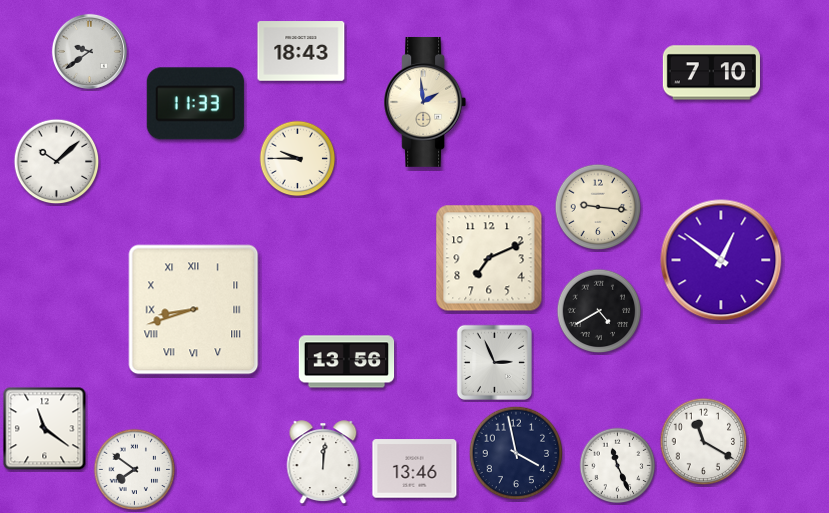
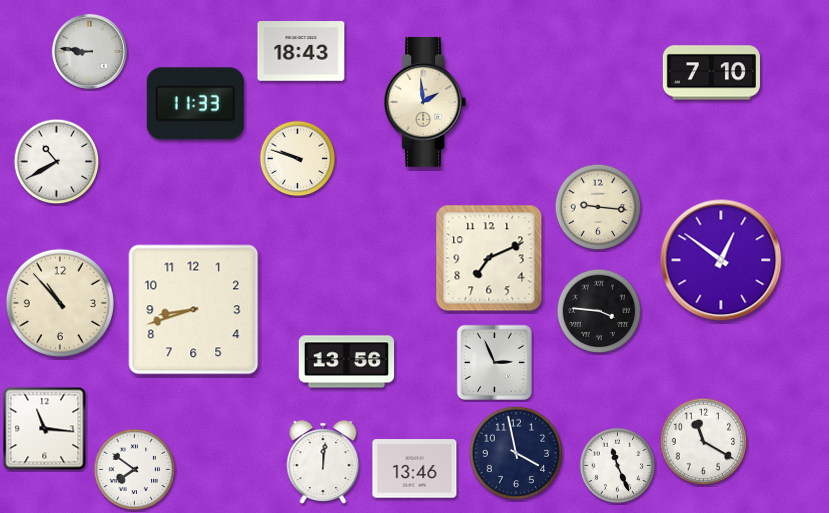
clock at (89, 51): 9:39 -> 8:46
clock at (298, 159): 9:45 -> 9:48
clock at (57, 162): 10:08 -> 10:40
clock at (60, 303): none -> 10:53
clock at (194, 310) numerals: Roman -> Arabic
clock at (599, 311): 4:40 -> 3:46
clock at (45, 429): 11:21 -> 11:16
